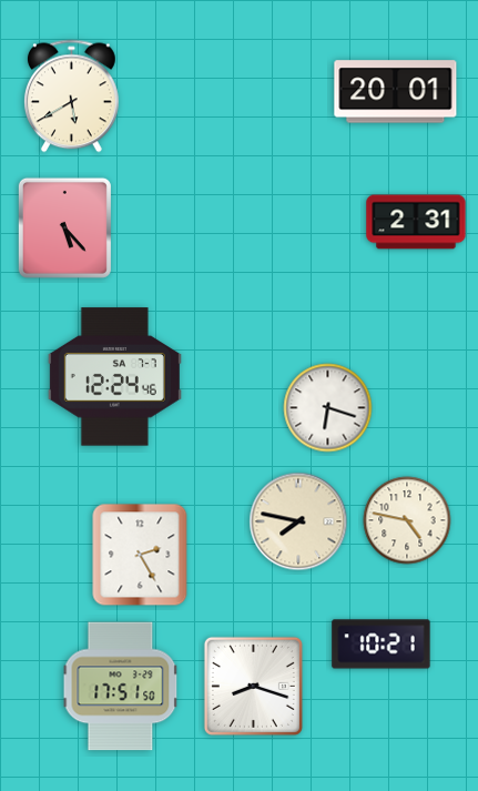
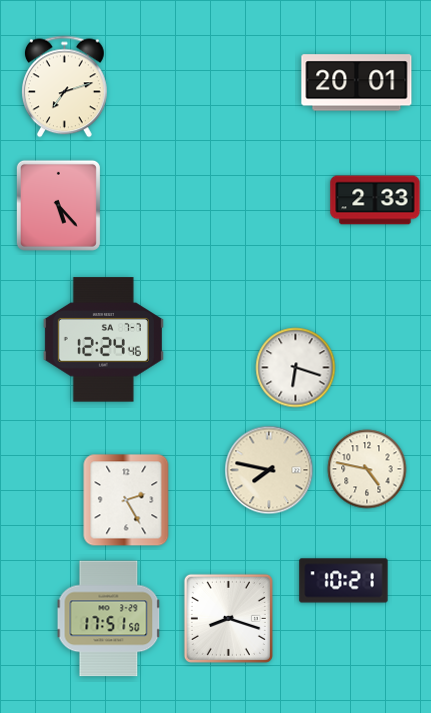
clock at (71, 97): 5:40 -> 7:12
clock at (416, 222): 2:31 -> 2:33
